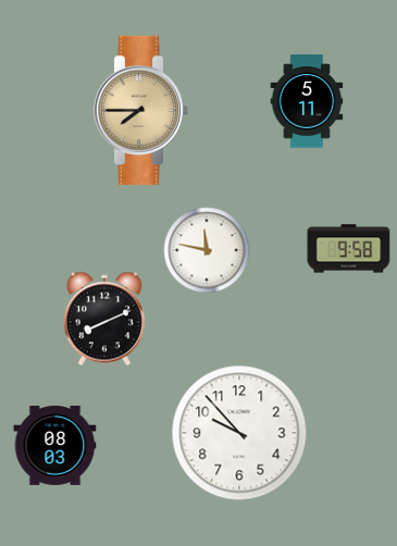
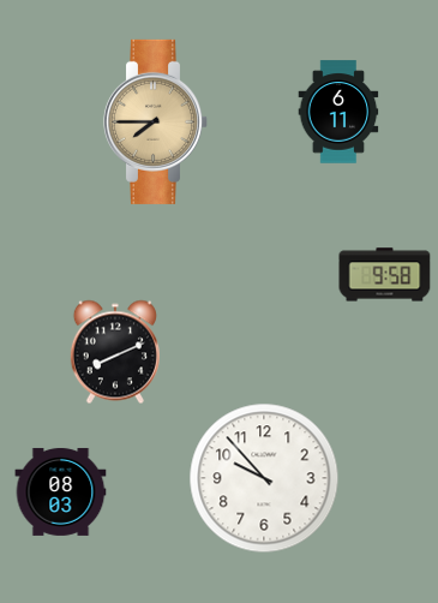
clock at (307, 101): 5:11 -> 6:11
clock at (207, 250): 11:47 -> none
